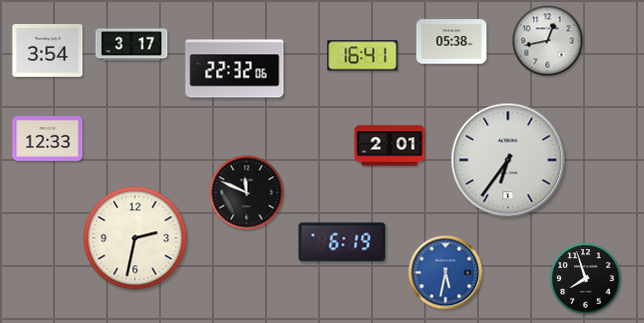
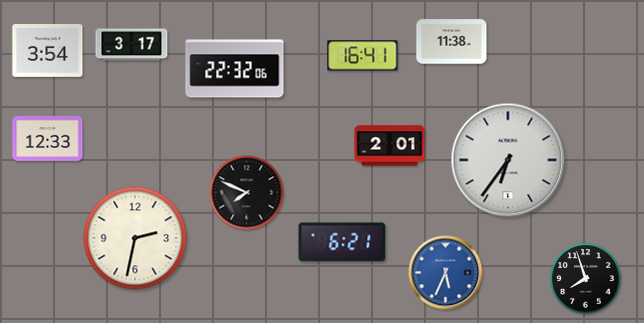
clock at (548, 41): 12:43 -> none
clock at (452, 42): 05:38 -> 11:38
clock at (247, 193): 11:49 -> 7:49
clock at (342, 242): 6:19 -> 6:21
clock at (446, 273): 5:32 -> 5:34
